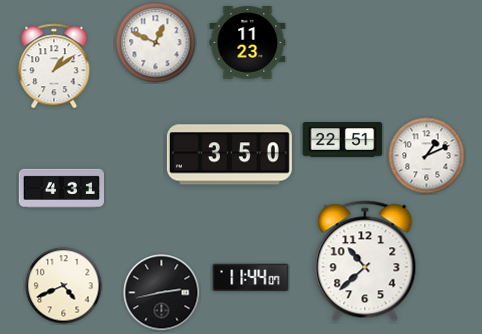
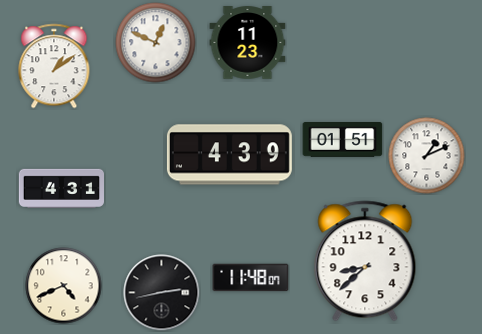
clock at (343, 140): 22:51 -> 01:51
clock at (229, 155): 3:50 -> 4:39
clock at (365, 261): 10:38 -> 8:38
clock at (251, 278): 11:44 -> 11:48
